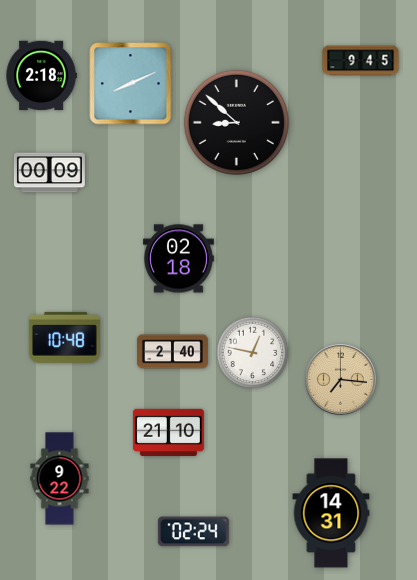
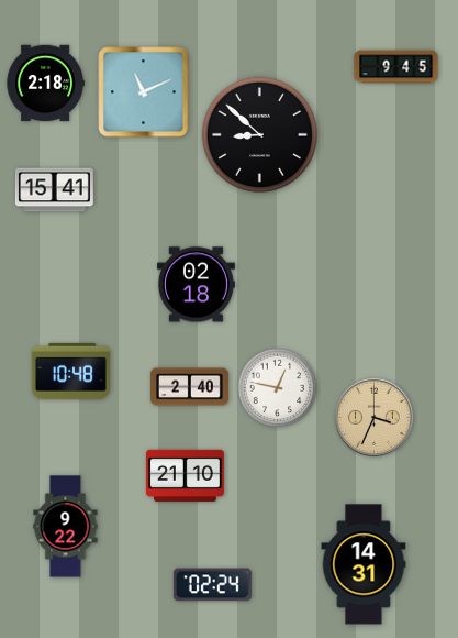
clock at (131, 84): 8:11 -> 11:11
clock at (49, 173): 00:09 -> 15:41
clock at (340, 379): 7:16 -> 3:34
